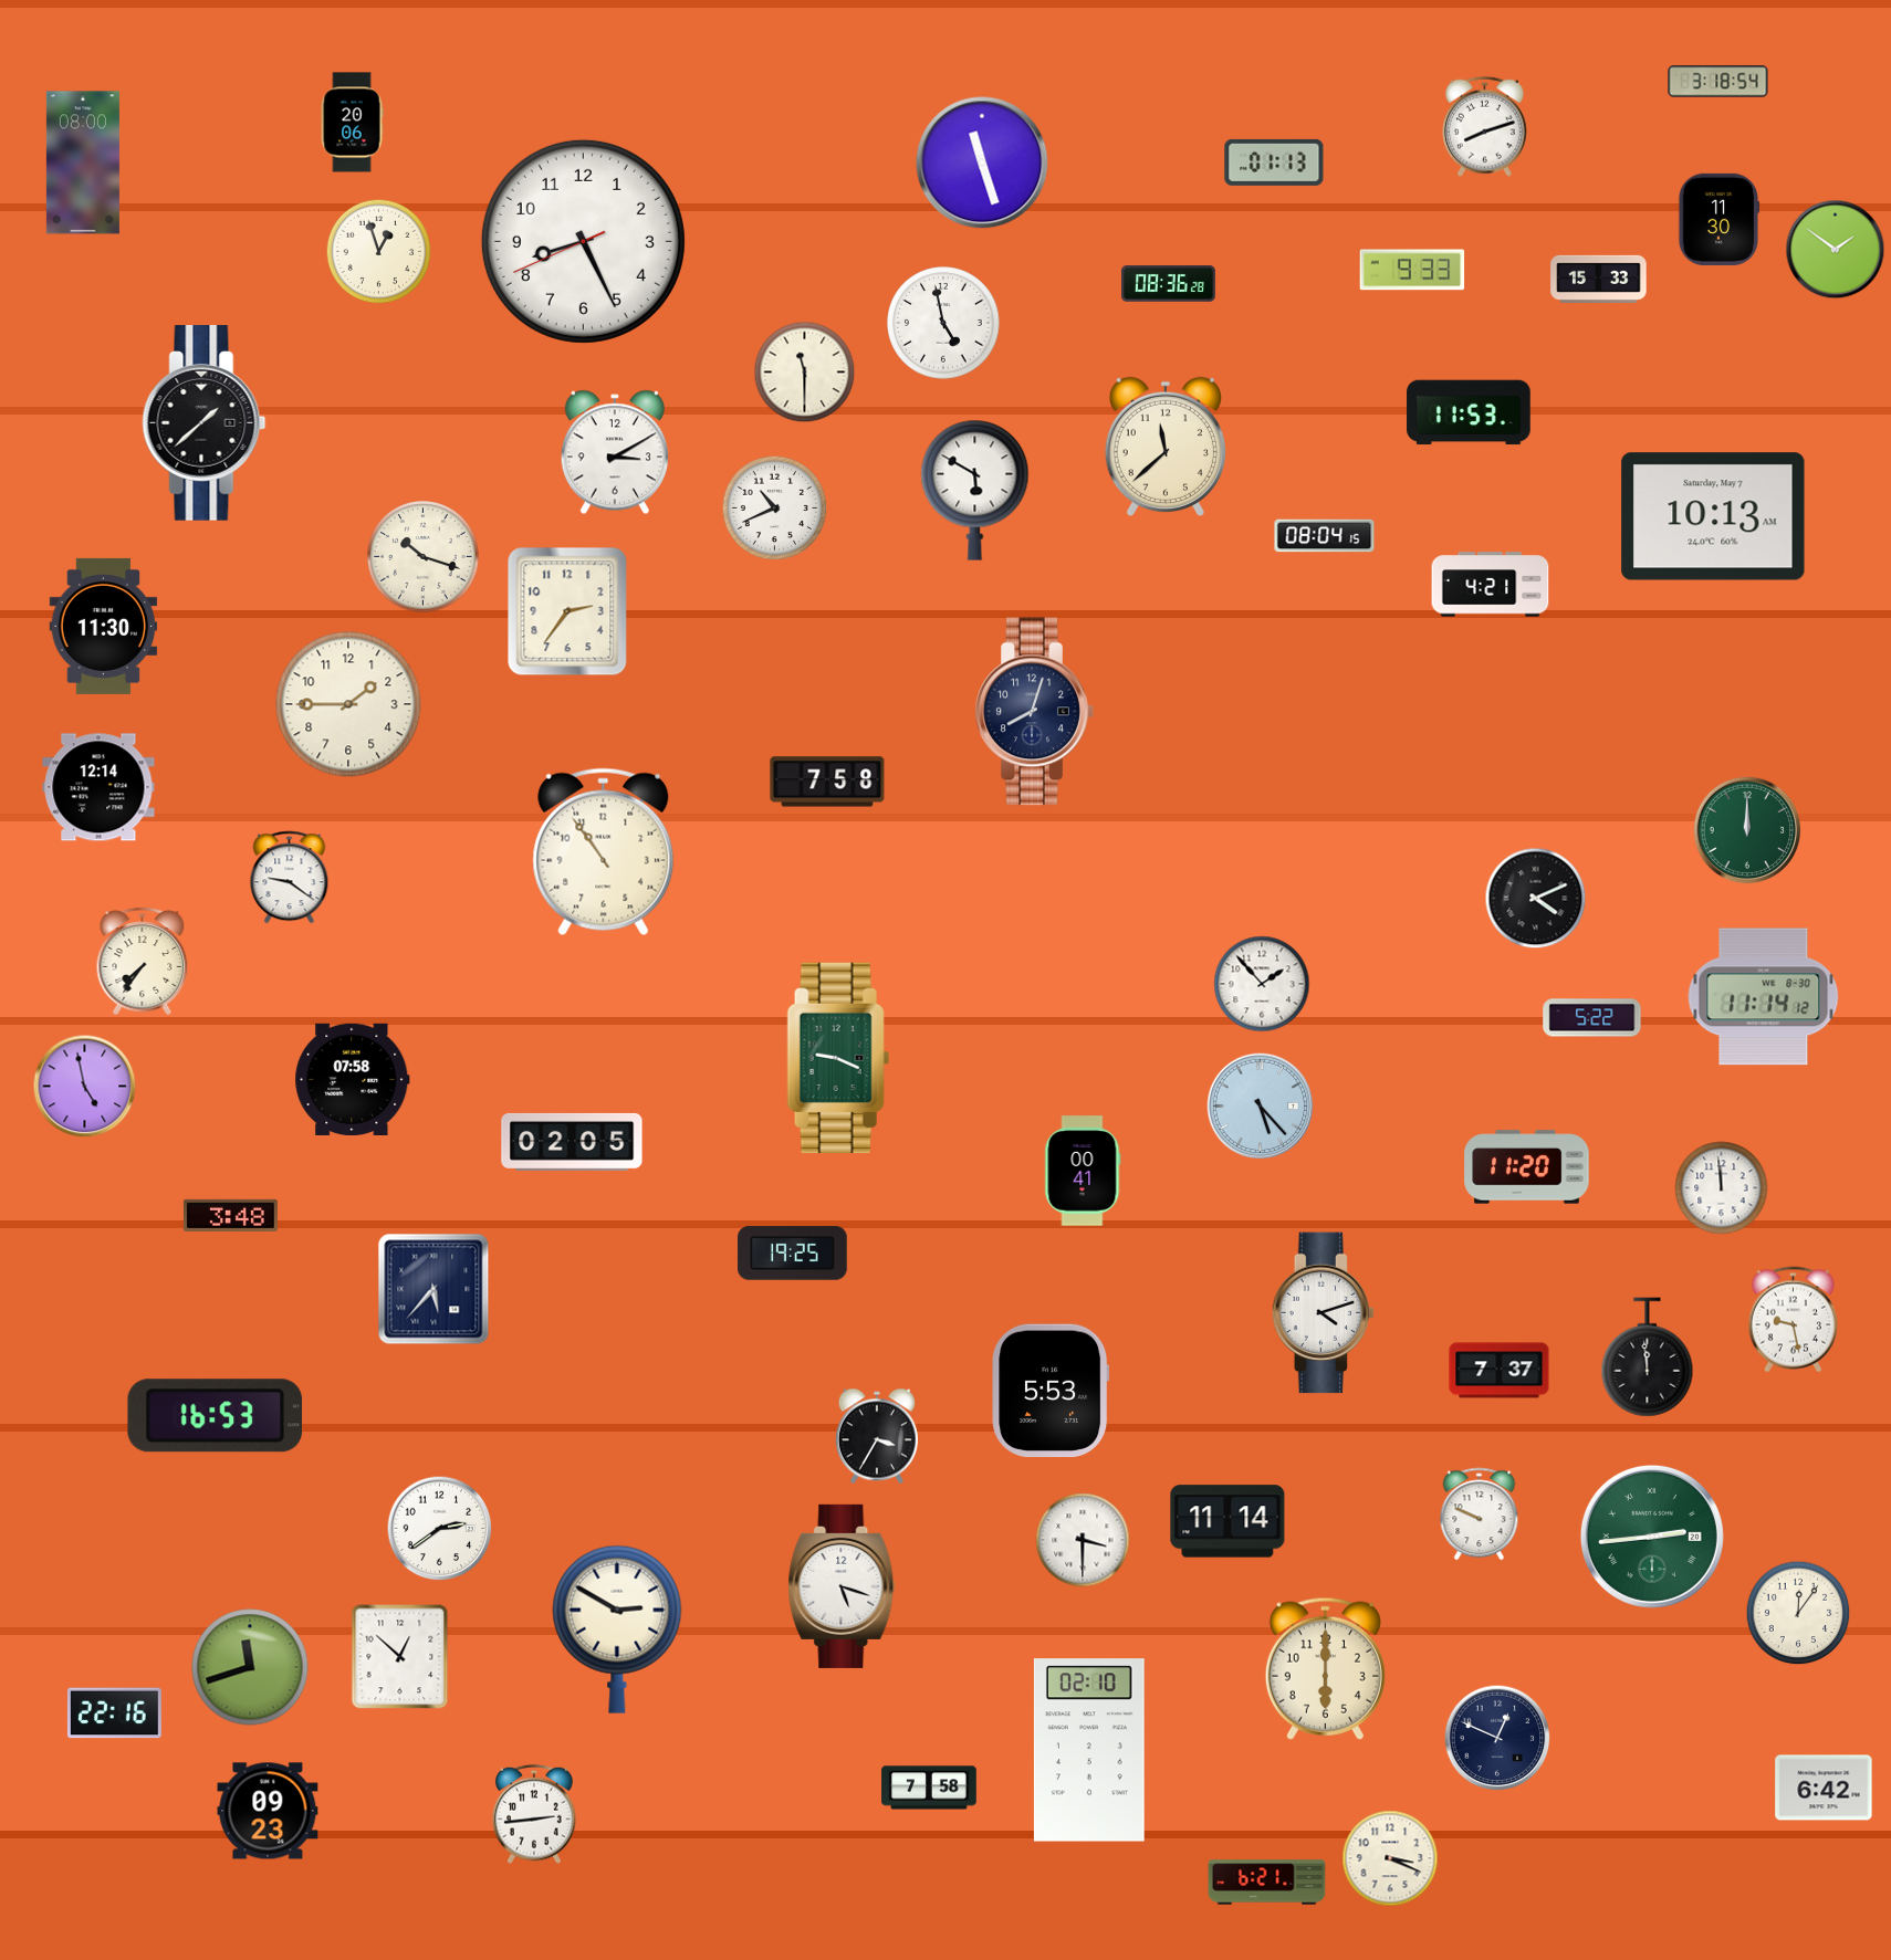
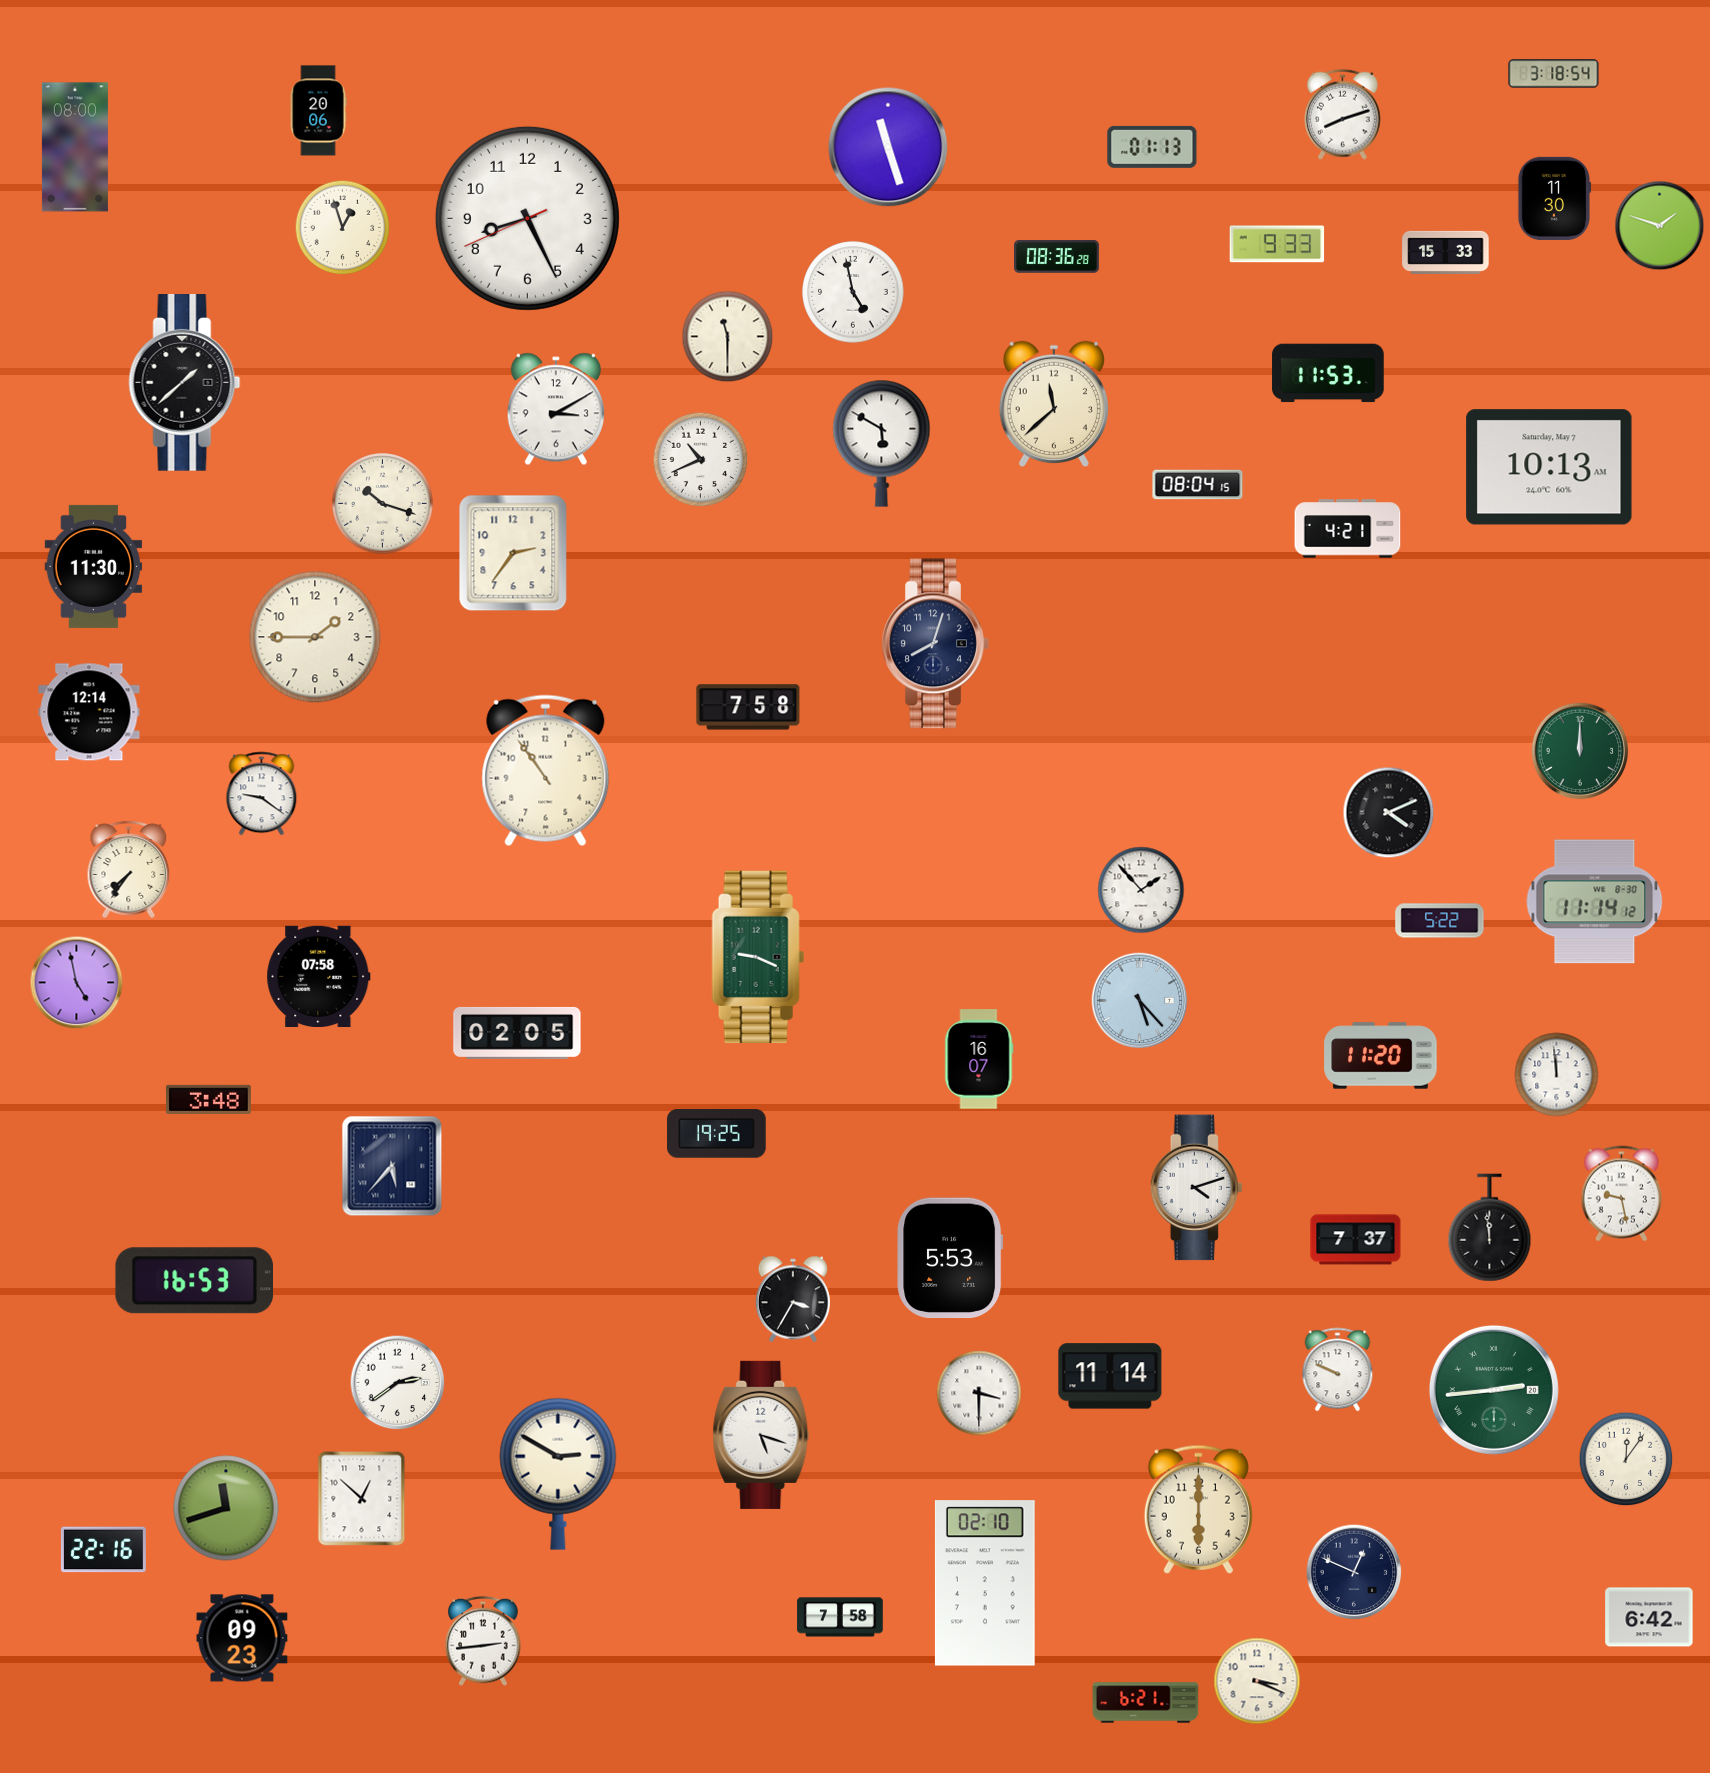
clock at (1836, 250): 1:51 -> 1:48
clock at (1083, 1171): 00:41 -> 16:07
